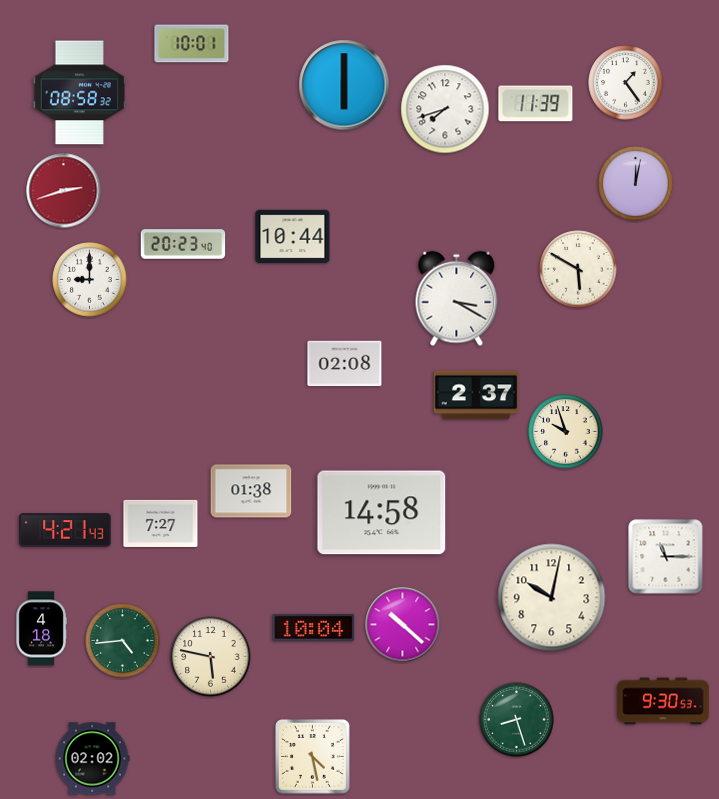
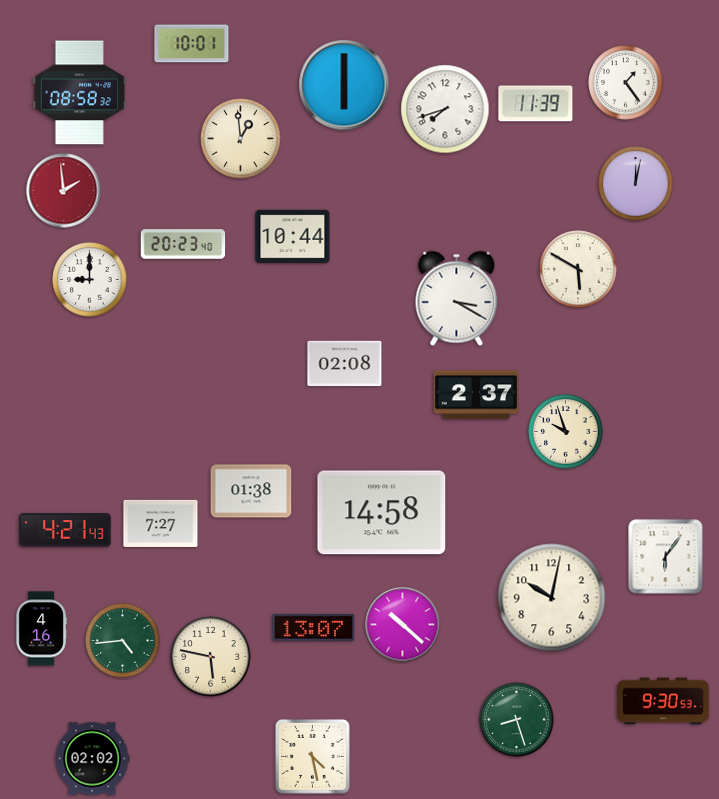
clock at (241, 139): none -> 12:59
clock at (64, 191): 2:42 -> 1:59
clock at (666, 557): 11:15 -> 6:06
clock at (314, 627): 10:04 -> 13:07
clock at (41, 629): 4:18 -> 4:16
